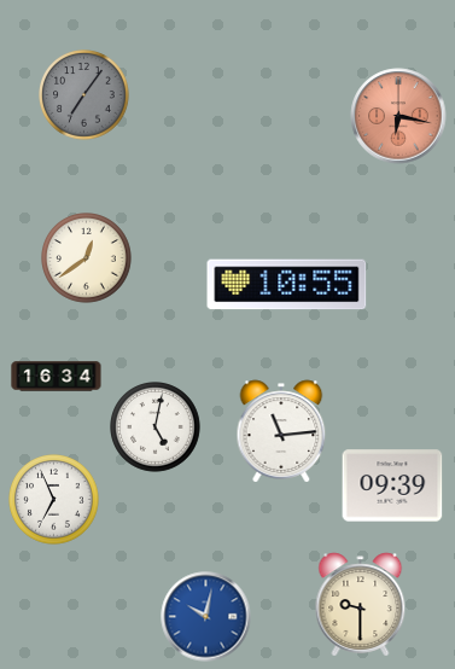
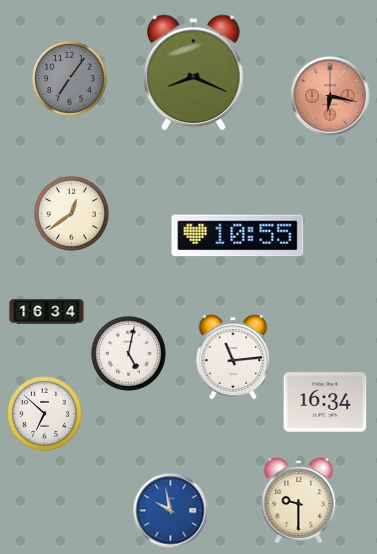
clock at (194, 73): none -> 8:19
clock at (392, 485): 09:39 -> 16:34
clock at (54, 500): 6:56 -> 6:52
clock at (206, 617): 10:02 -> 9:58
